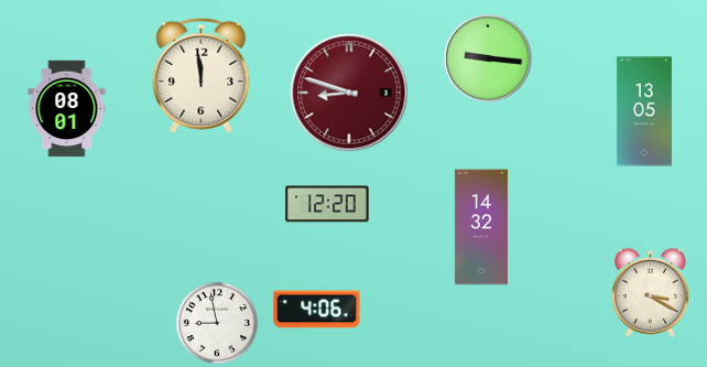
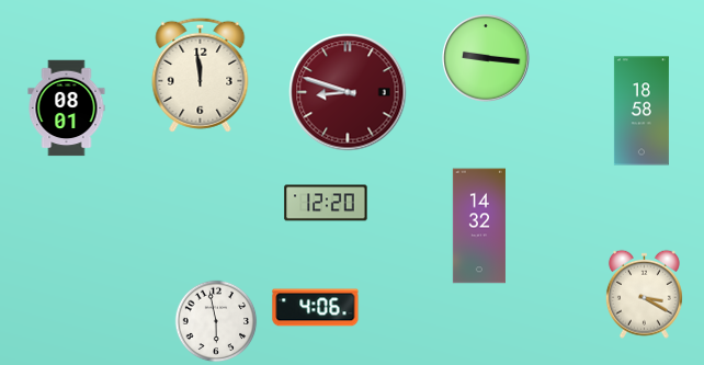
clock at (644, 111): 13:05 -> 18:58
clock at (650, 292) position: (650, 292) -> (644, 294)
clock at (217, 323): 8:58 -> 5:58
